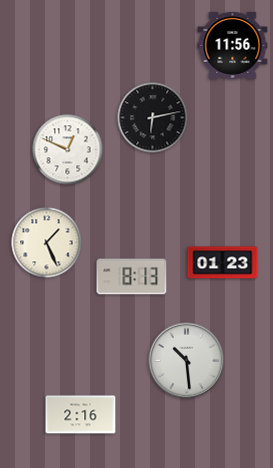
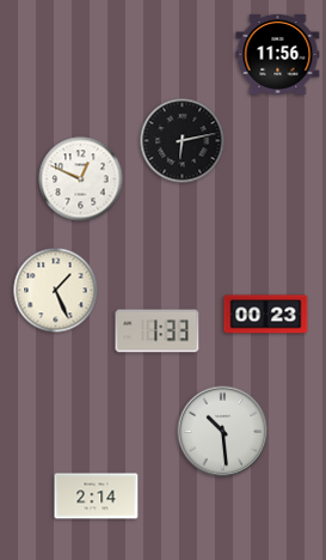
clock at (223, 263): 01:23 -> 00:23
clock at (132, 277): 8:13 -> 1:33
clock at (81, 415): 2:16 -> 2:14
